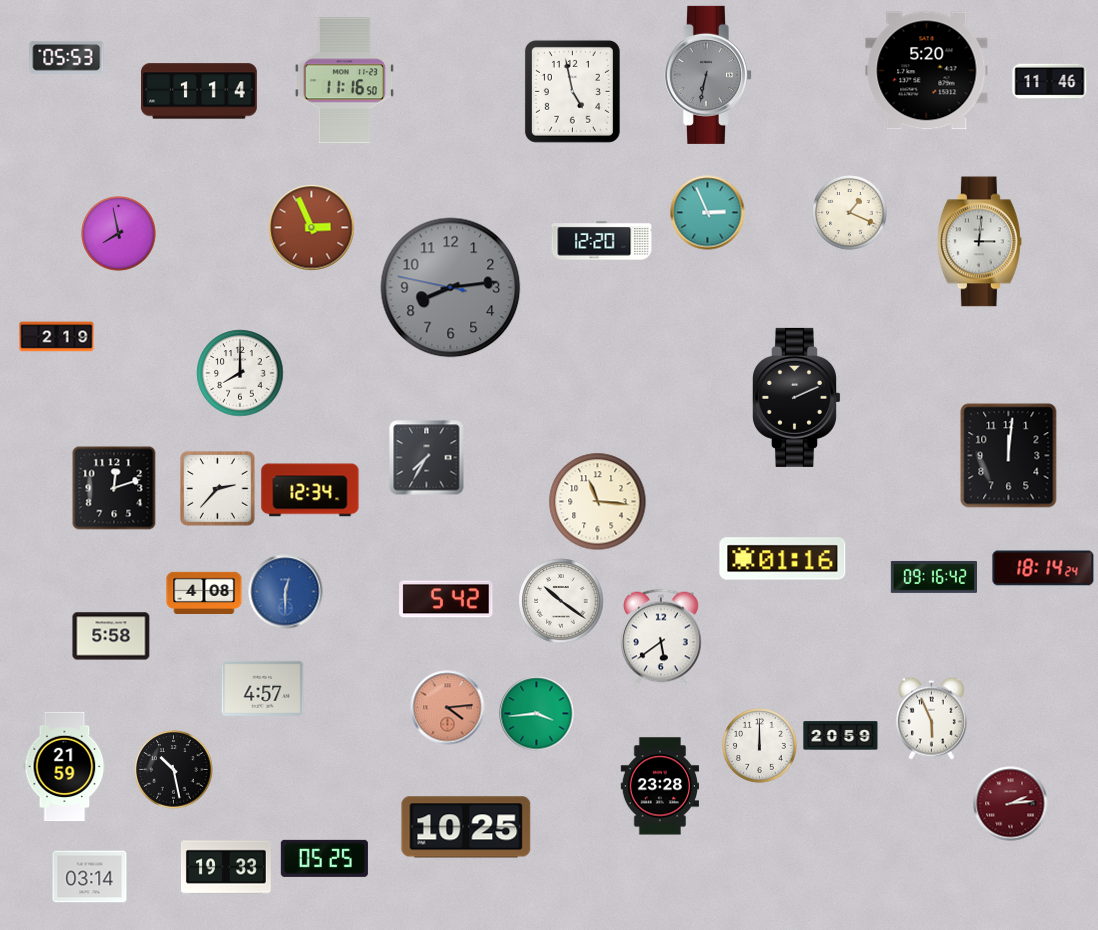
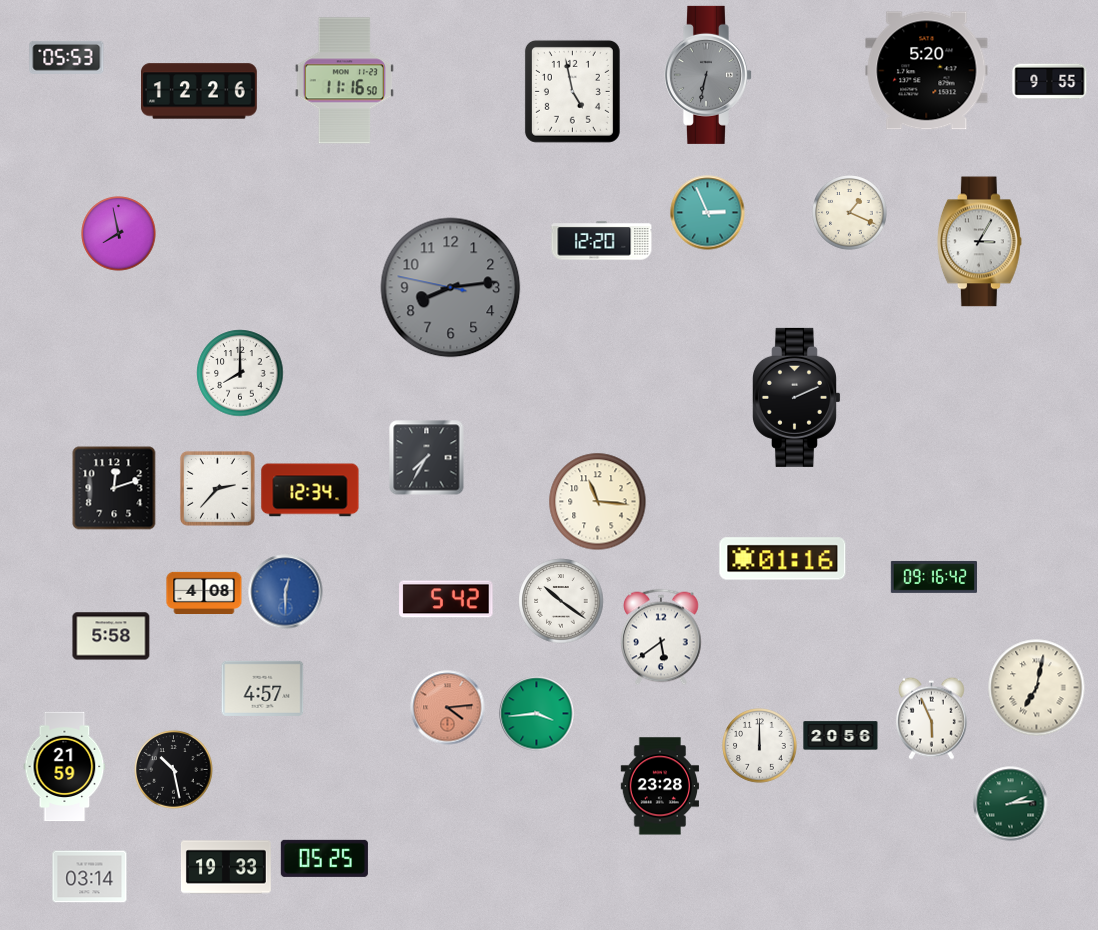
clock at (1050, 82): 11:46 -> 9:55
clock at (200, 91): 1:14 -> 12:26
clock at (312, 228): 2:56 -> none
clock at (979, 242): 3:01 -> 3:05
clock at (57, 337): 2:19 -> none
clock at (1009, 456): 12:01 -> none
clock at (1043, 568): 18:14 -> none
clock at (1037, 688): none -> 7:02
clock at (841, 736): 20:59 -> 20:56
clock at (1011, 804) dial: burgundy -> green
clock at (466, 827): 10:25 -> none
